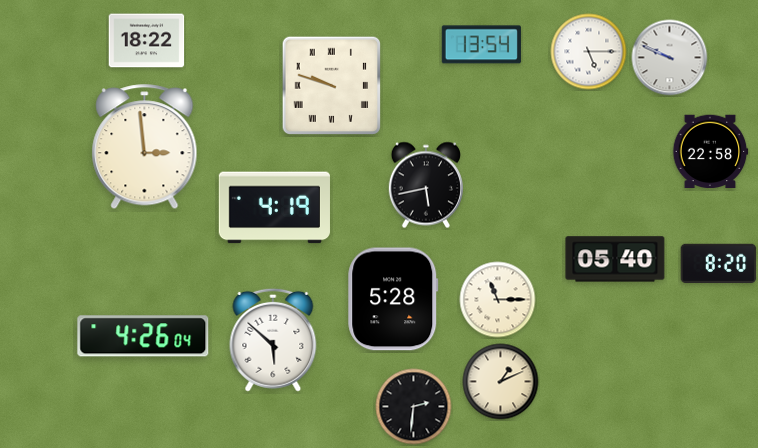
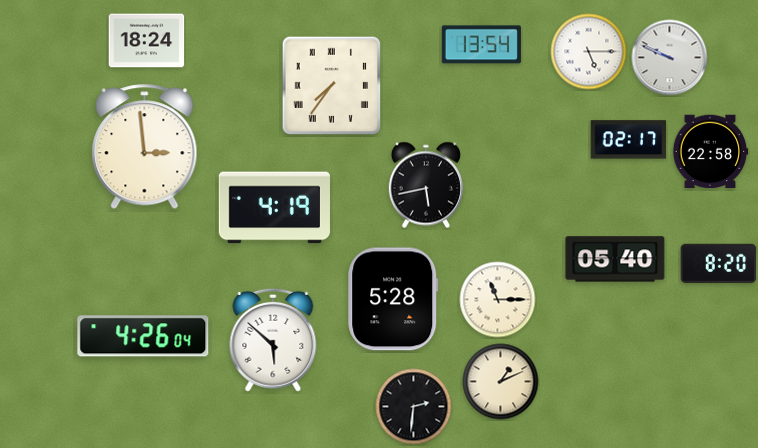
clock at (147, 41): 18:22 -> 18:24
clock at (331, 85): 9:48 -> 7:36
clock at (629, 140): none -> 02:17
